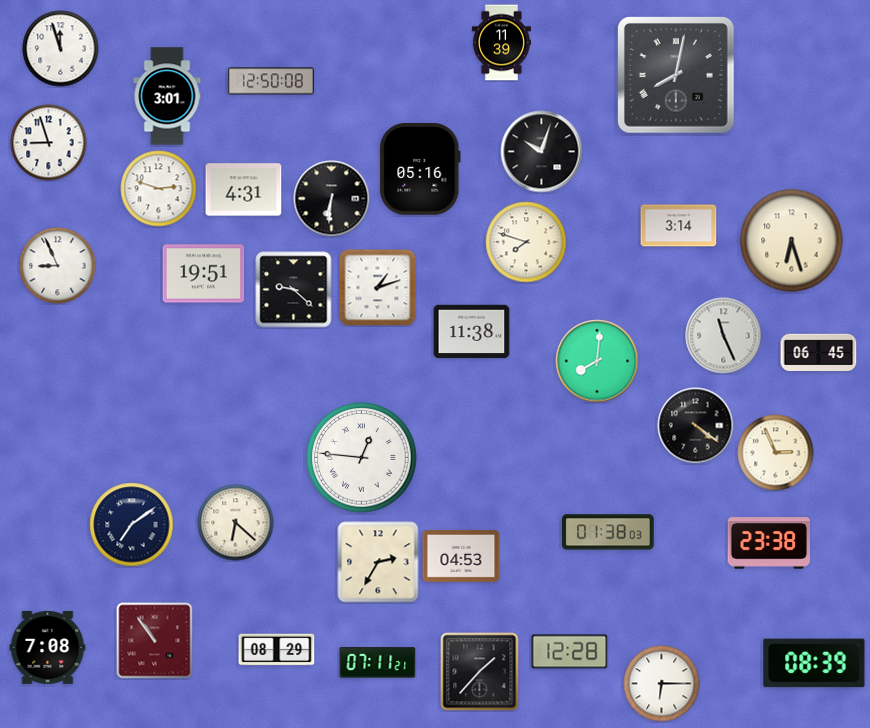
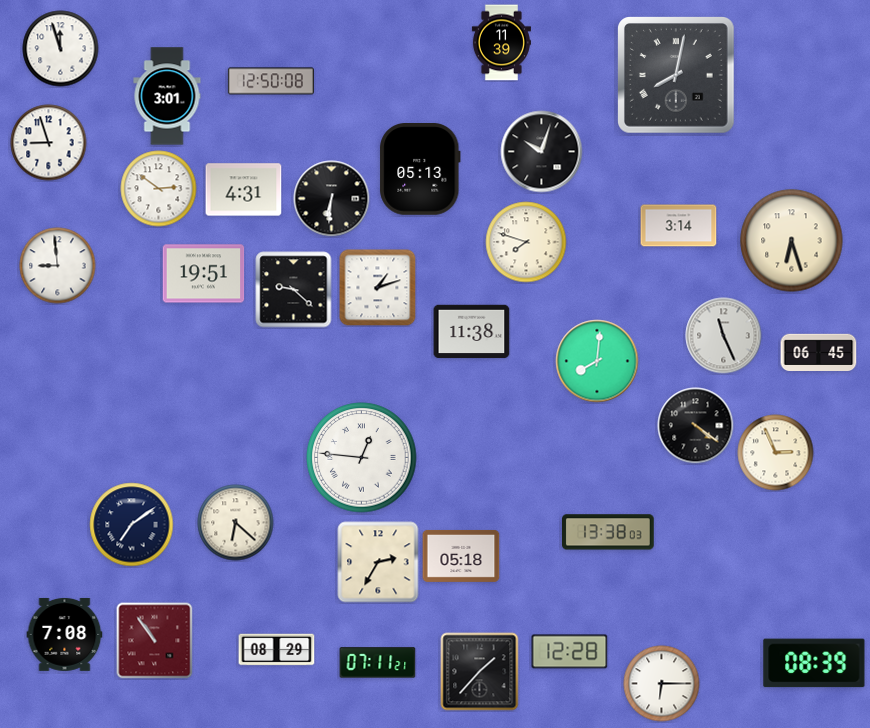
clock at (420, 170): 05:16 -> 05:13
clock at (159, 189): 2:48 -> 2:51
clock at (58, 266): 8:56 -> 8:59
clock at (608, 532): 01:38 -> 13:38
clock at (769, 543): 23:38 -> none
clock at (461, 556): 04:53 -> 05:18
clock at (48, 647) position: (48, 647) -> (65, 634)
